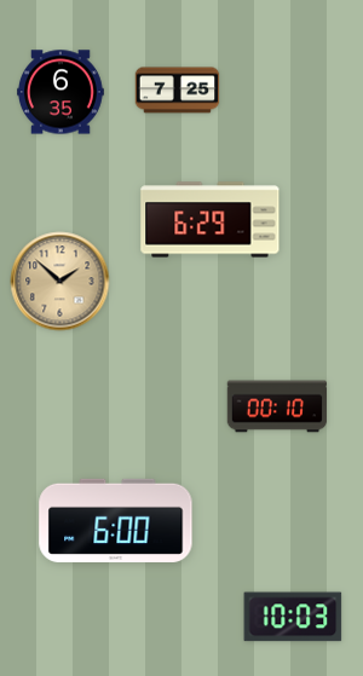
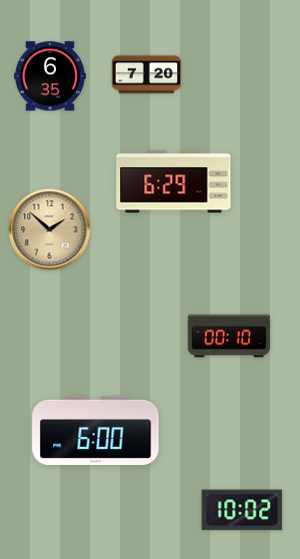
clock at (178, 91): 7:25 -> 7:20
clock at (60, 282) position: (60, 282) -> (50, 230)
clock at (293, 617): 10:03 -> 10:02
